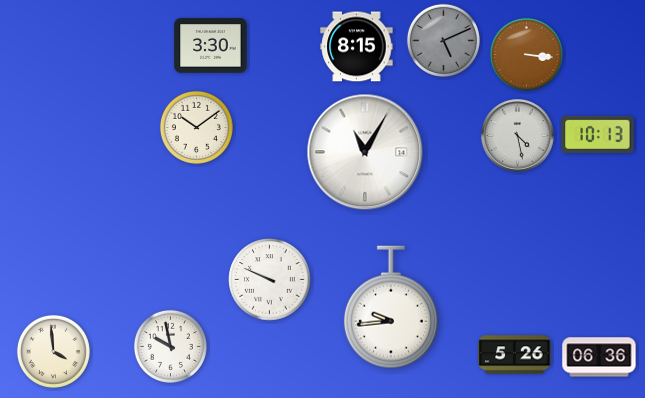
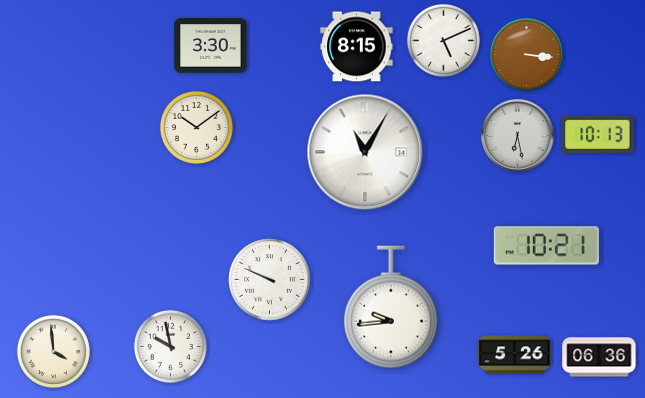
clock at (443, 40) dial: grey -> white
clock at (518, 136): 4:28 -> 6:28
clock at (546, 246): none -> 10:21
